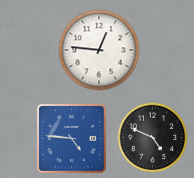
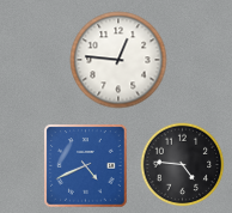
clock at (153, 138): 4:49 -> 4:46
clock at (72, 139): 4:46 -> 4:41
